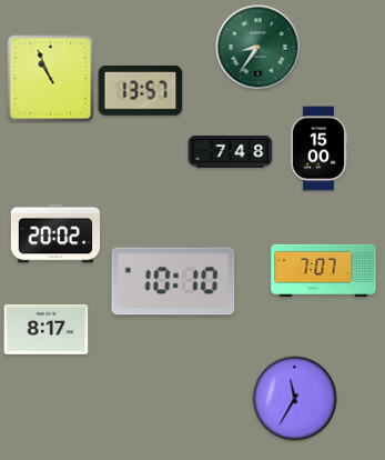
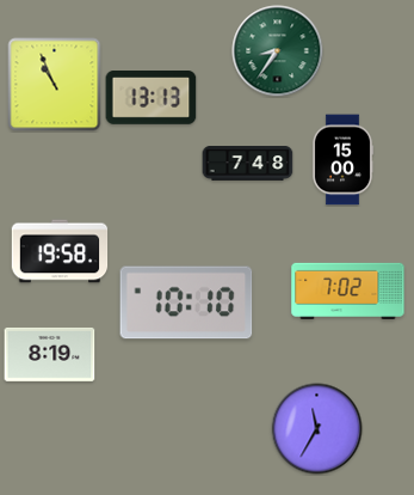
clock at (141, 91): 13:57 -> 13:13
clock at (55, 233): 20:02 -> 19:58
clock at (324, 270): 7:07 -> 7:02
clock at (47, 329): 8:17 -> 8:19
